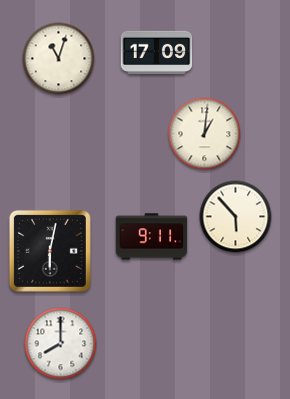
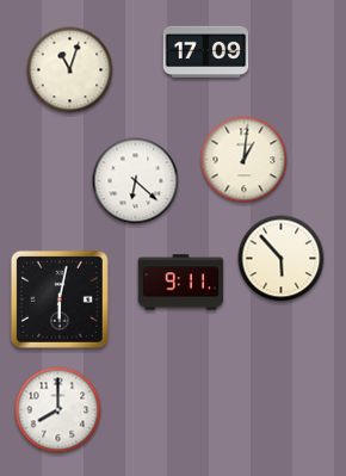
clock at (157, 52) position: (157, 52) -> (206, 51)
clock at (136, 181): none -> 6:22
clock at (61, 344) position: (61, 344) -> (58, 410)
